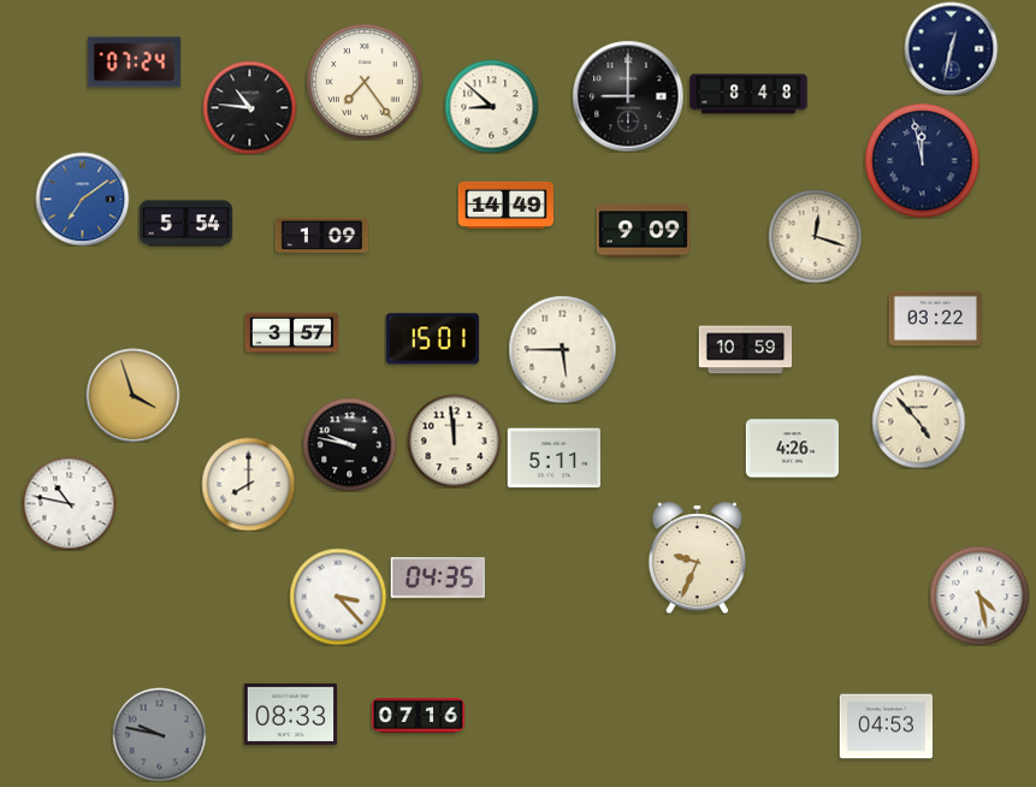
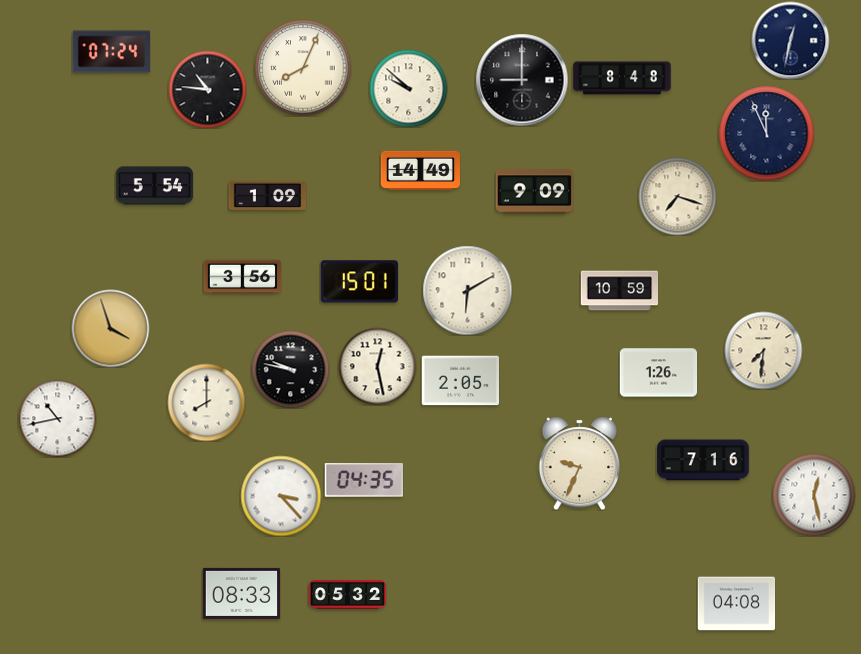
clock at (365, 82): 7:24 -> 8:04
clock at (491, 106): 8:52 -> 9:52
clock at (922, 160): 11:58 -> 11:56
clock at (82, 199): 7:09 -> none
clock at (815, 236): 12:18 -> 7:18
clock at (935, 319): 03:22 -> none
clock at (291, 333): 3:57 -> 3:56
clock at (562, 349): 5:45 -> 6:10
clock at (918, 421): 4:53 -> 7:31
clock at (454, 440): 11:59 -> 12:28
clock at (792, 449): 4:26 -> 1:26
clock at (553, 458): 5:11 -> 2:05
clock at (69, 503): 10:47 -> 10:43
clock at (703, 460): none -> 7:16
clock at (979, 596): 4:28 -> 12:28
clock at (418, 716): 07:16 -> 05:32
clock at (886, 727): 04:53 -> 04:08
clock at (159, 734): 9:47 -> none
